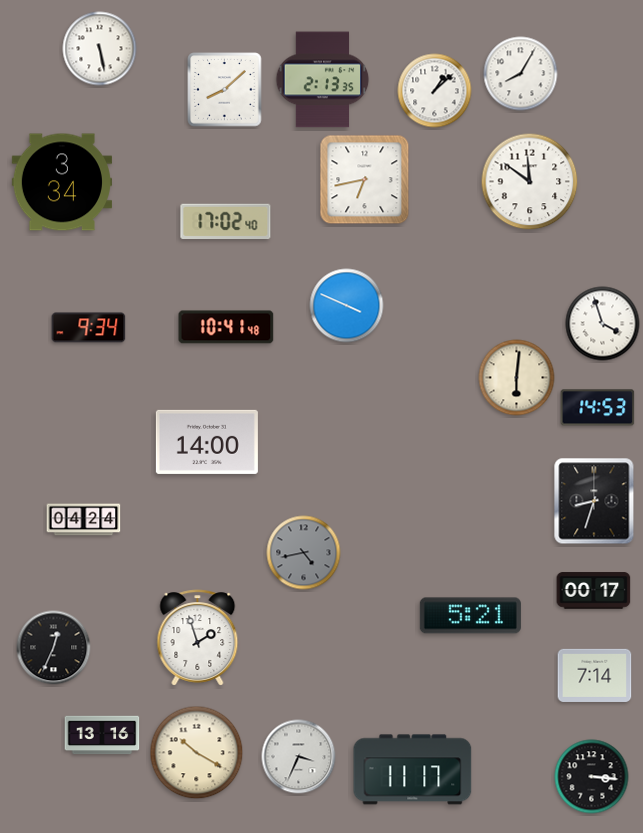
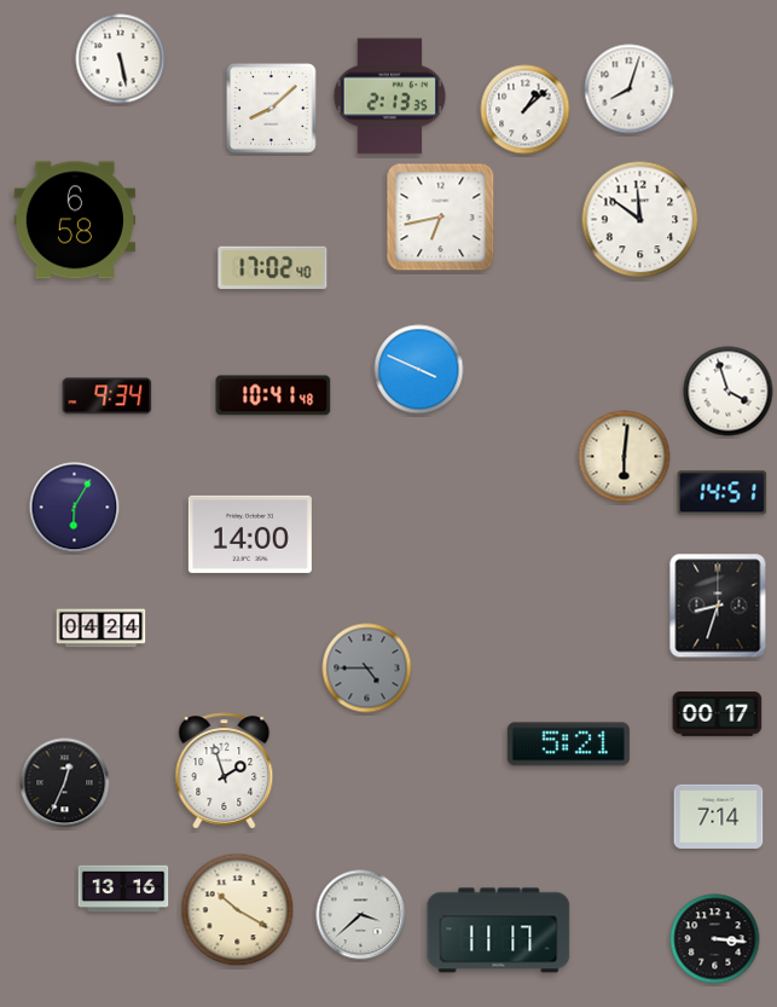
clock at (521, 74): 8:05 -> 8:03
clock at (61, 182): 3:34 -> 6:58
clock at (598, 408): 14:53 -> 14:51
clock at (75, 508): none -> 6:05
clock at (304, 553): 4:43 -> 4:45
clock at (198, 638) position: (198, 638) -> (225, 771)
clock at (299, 757): 3:34 -> 3:38
